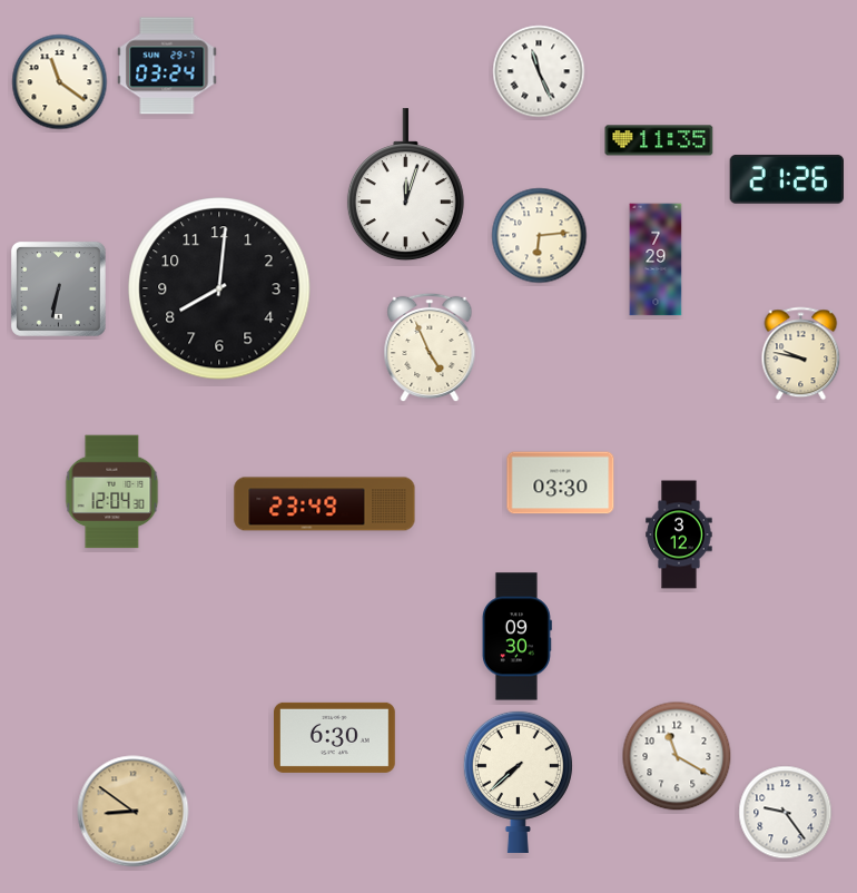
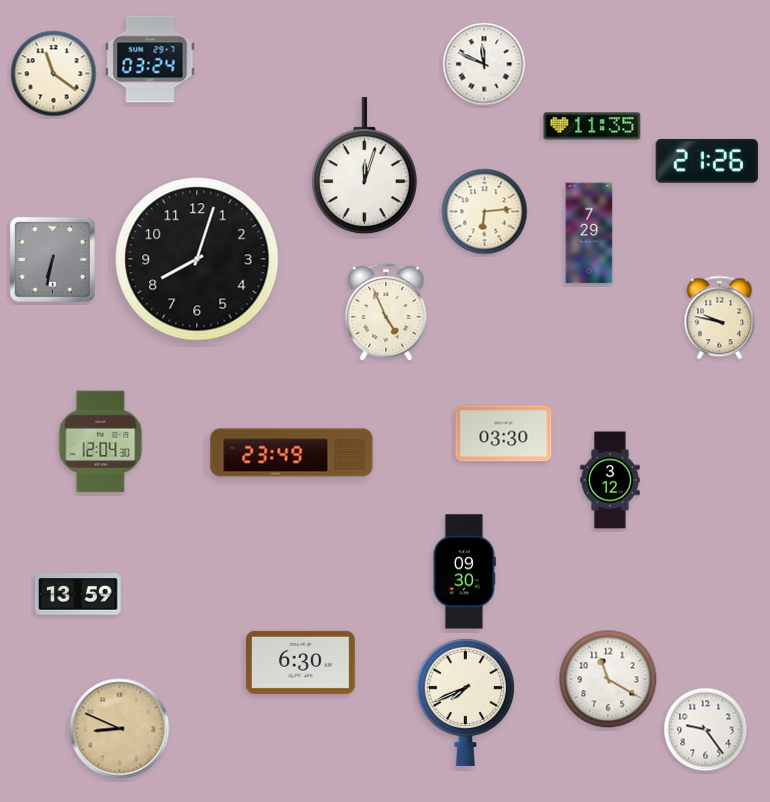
clock at (539, 71): 11:26 -> 11:49
clock at (219, 288): 8:01 -> 8:03
clock at (78, 594): none -> 13:59
clock at (518, 782): 7:38 -> 7:41
clock at (134, 812): 8:51 -> 8:49
